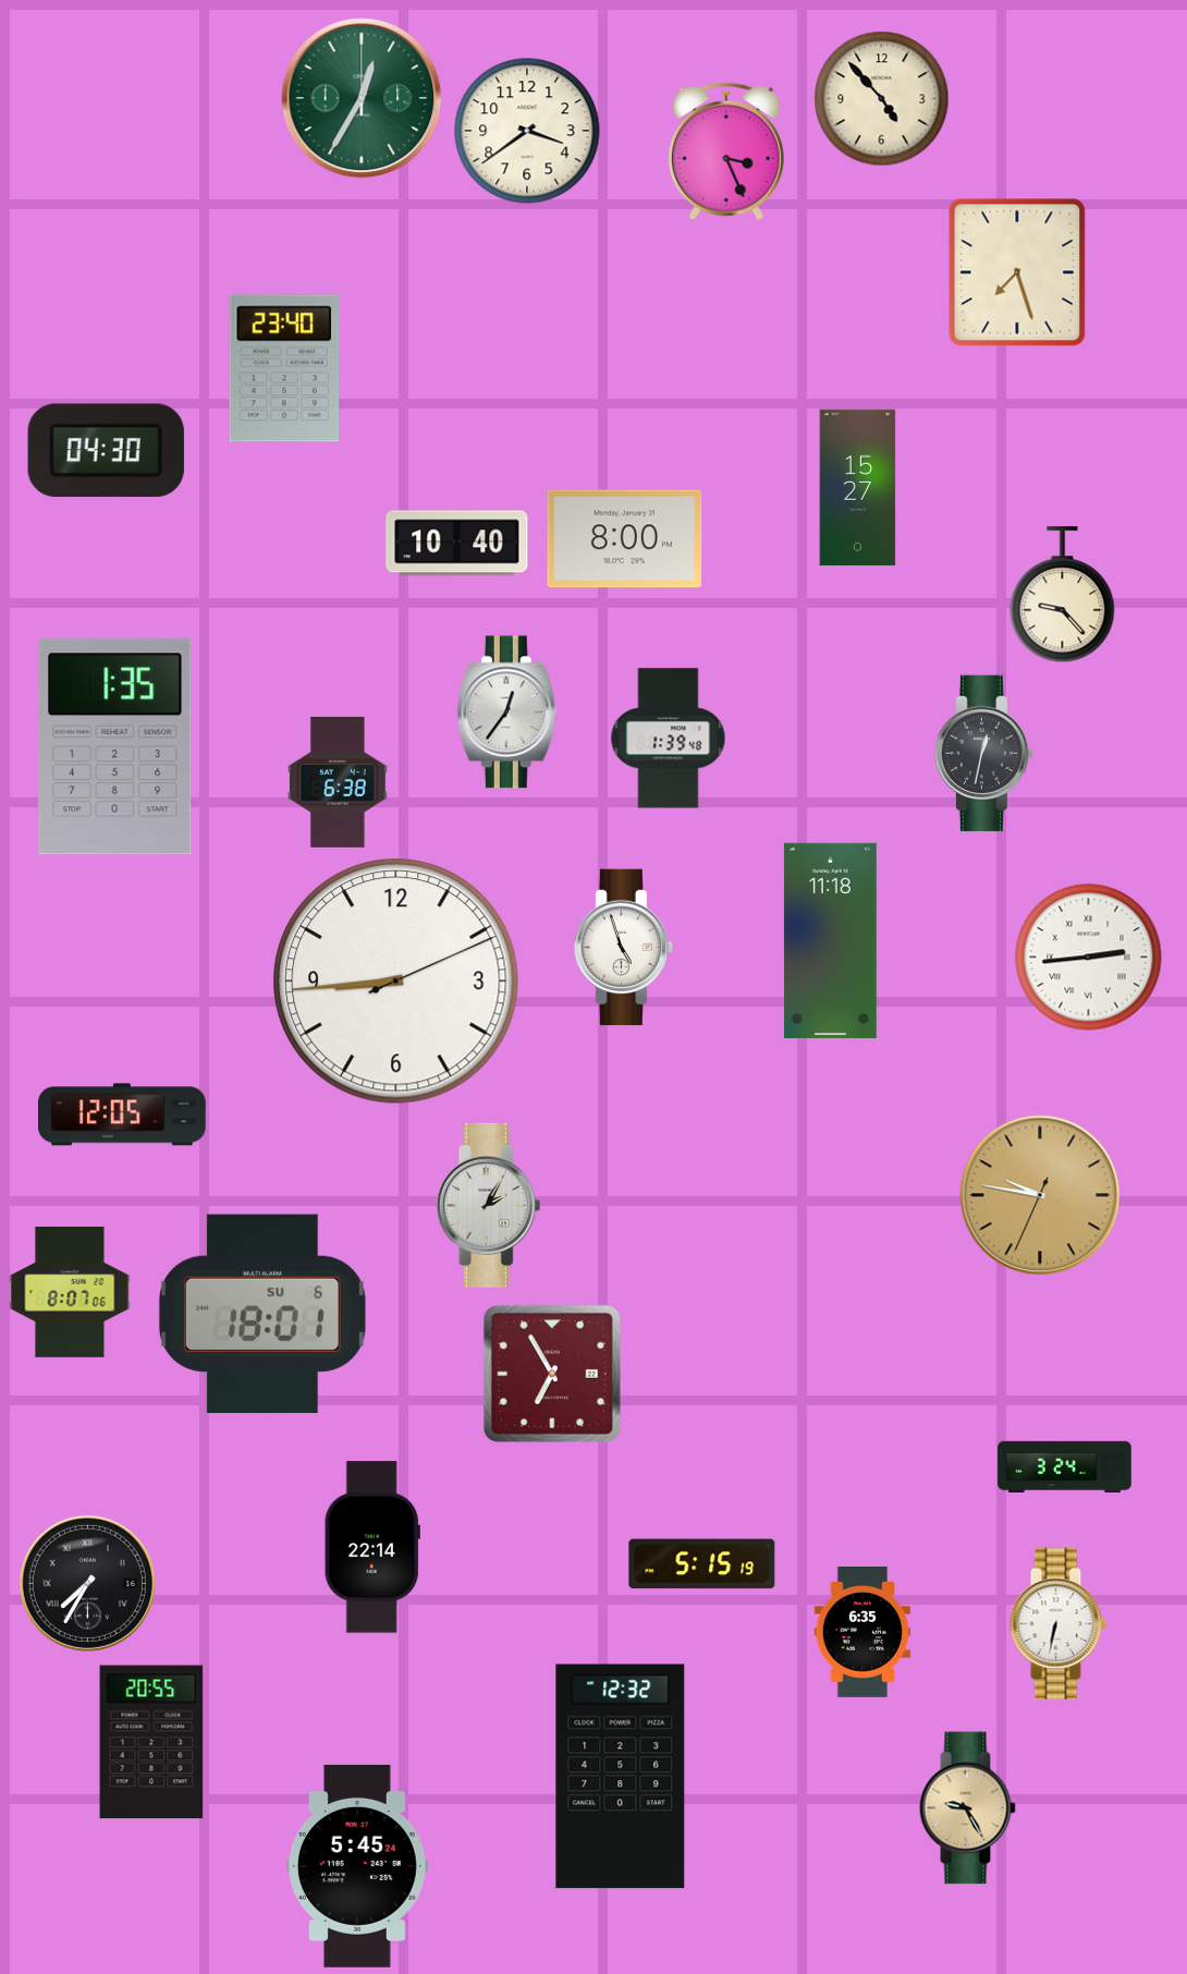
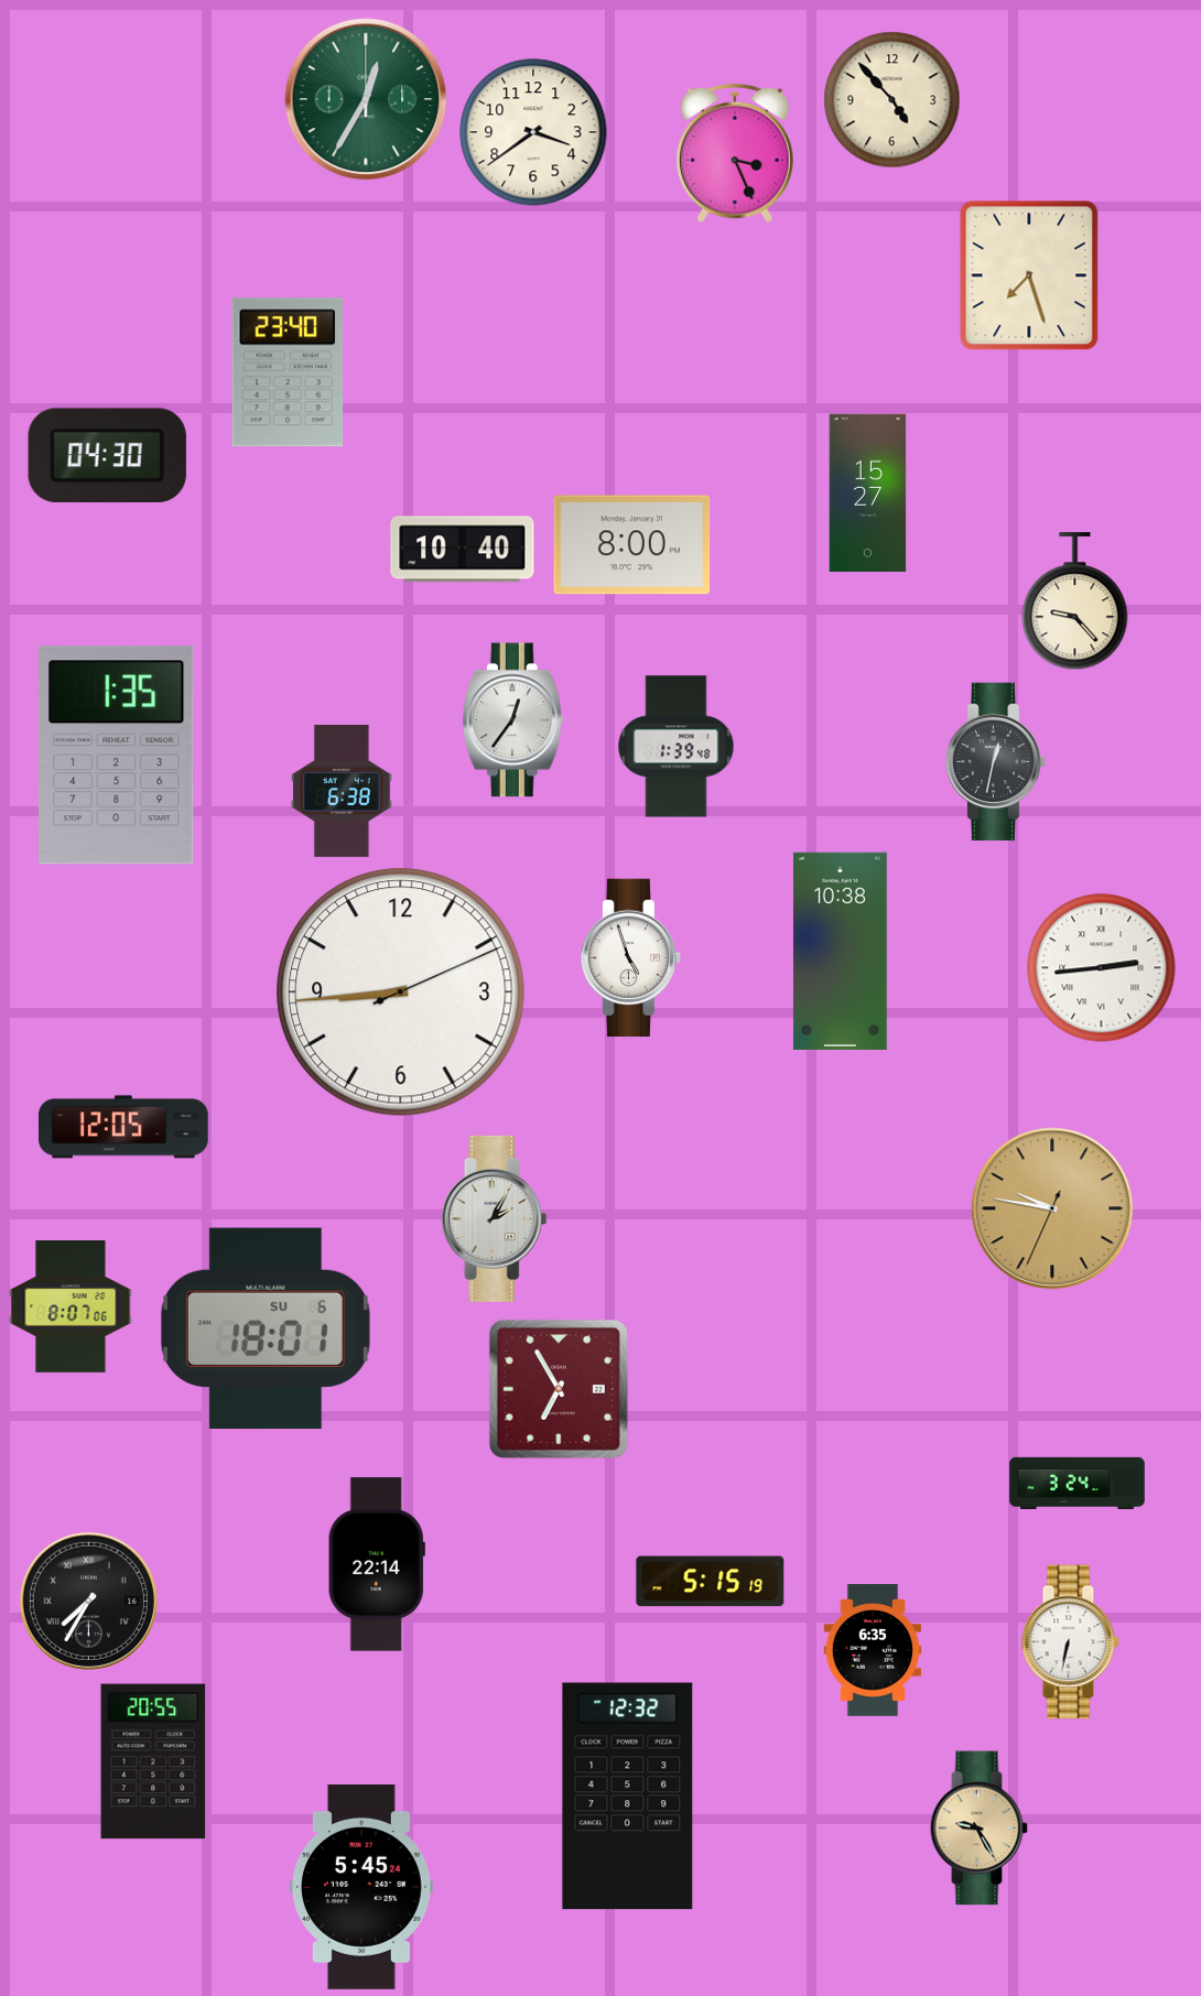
clock at (830, 940): 11:18 -> 10:38
